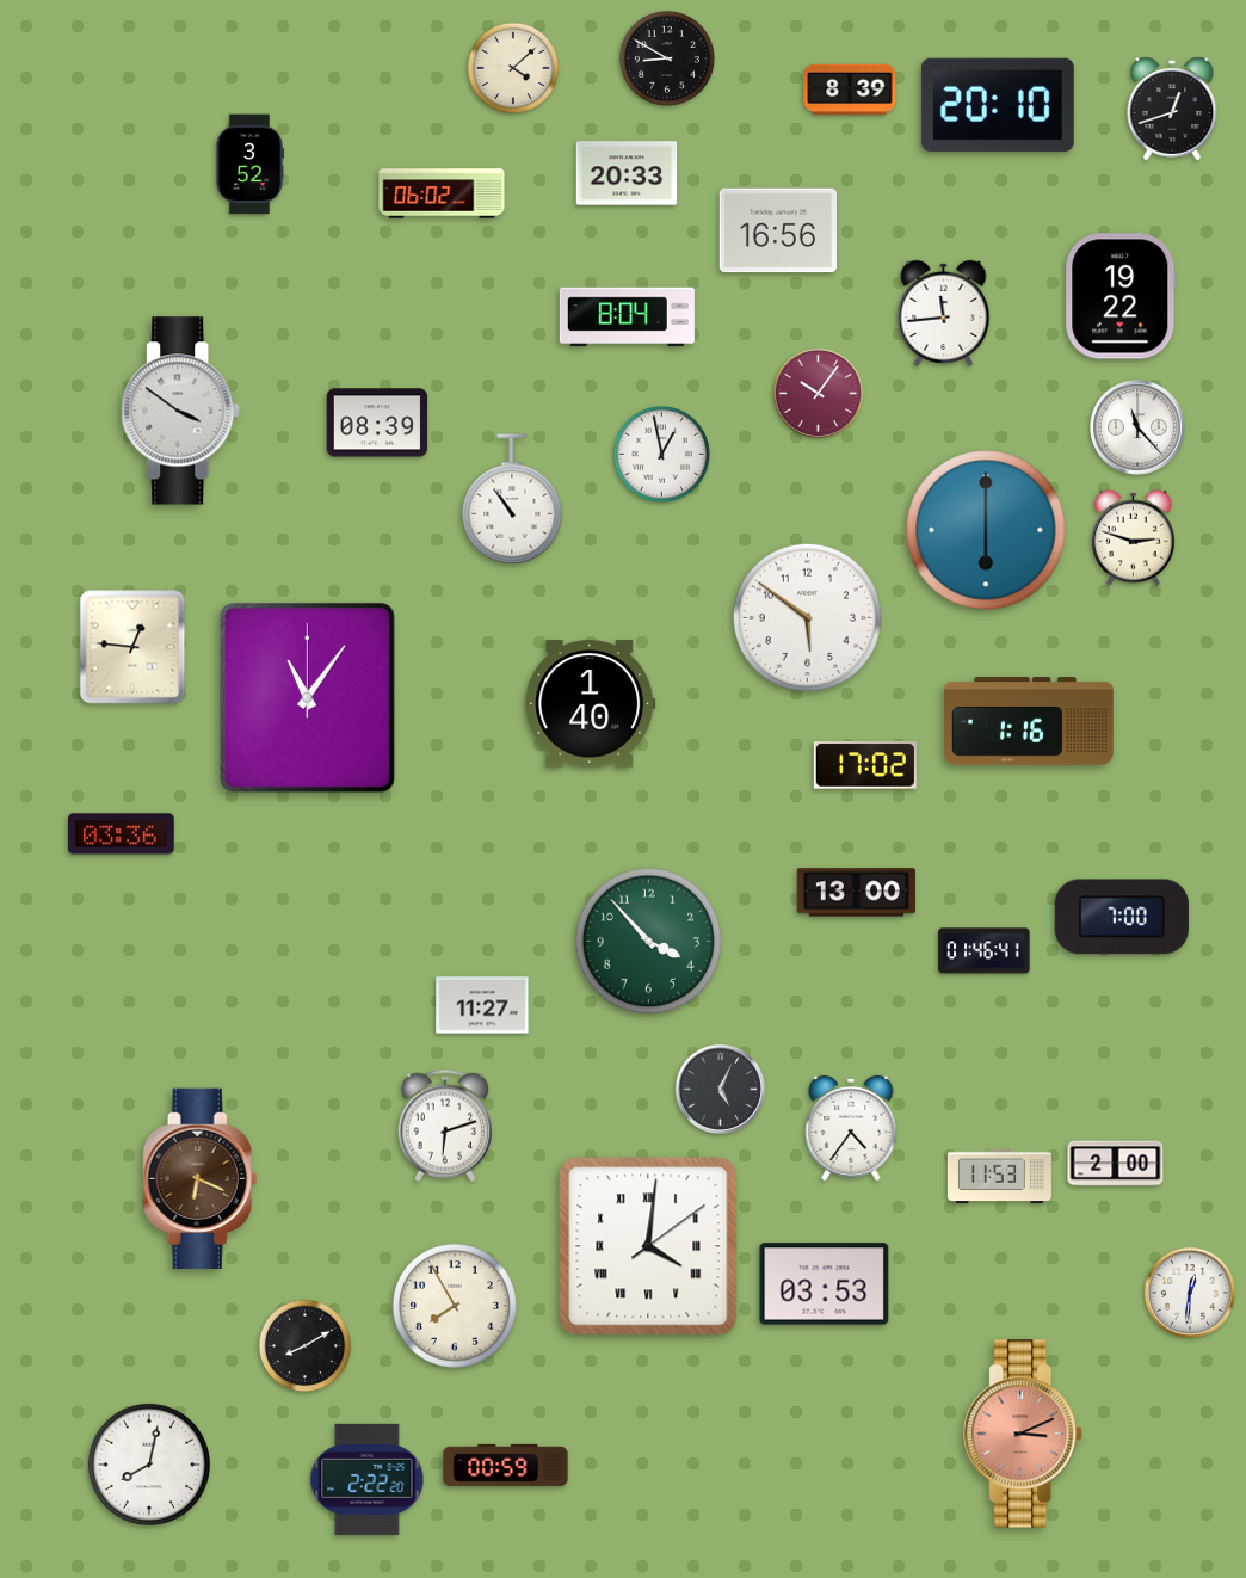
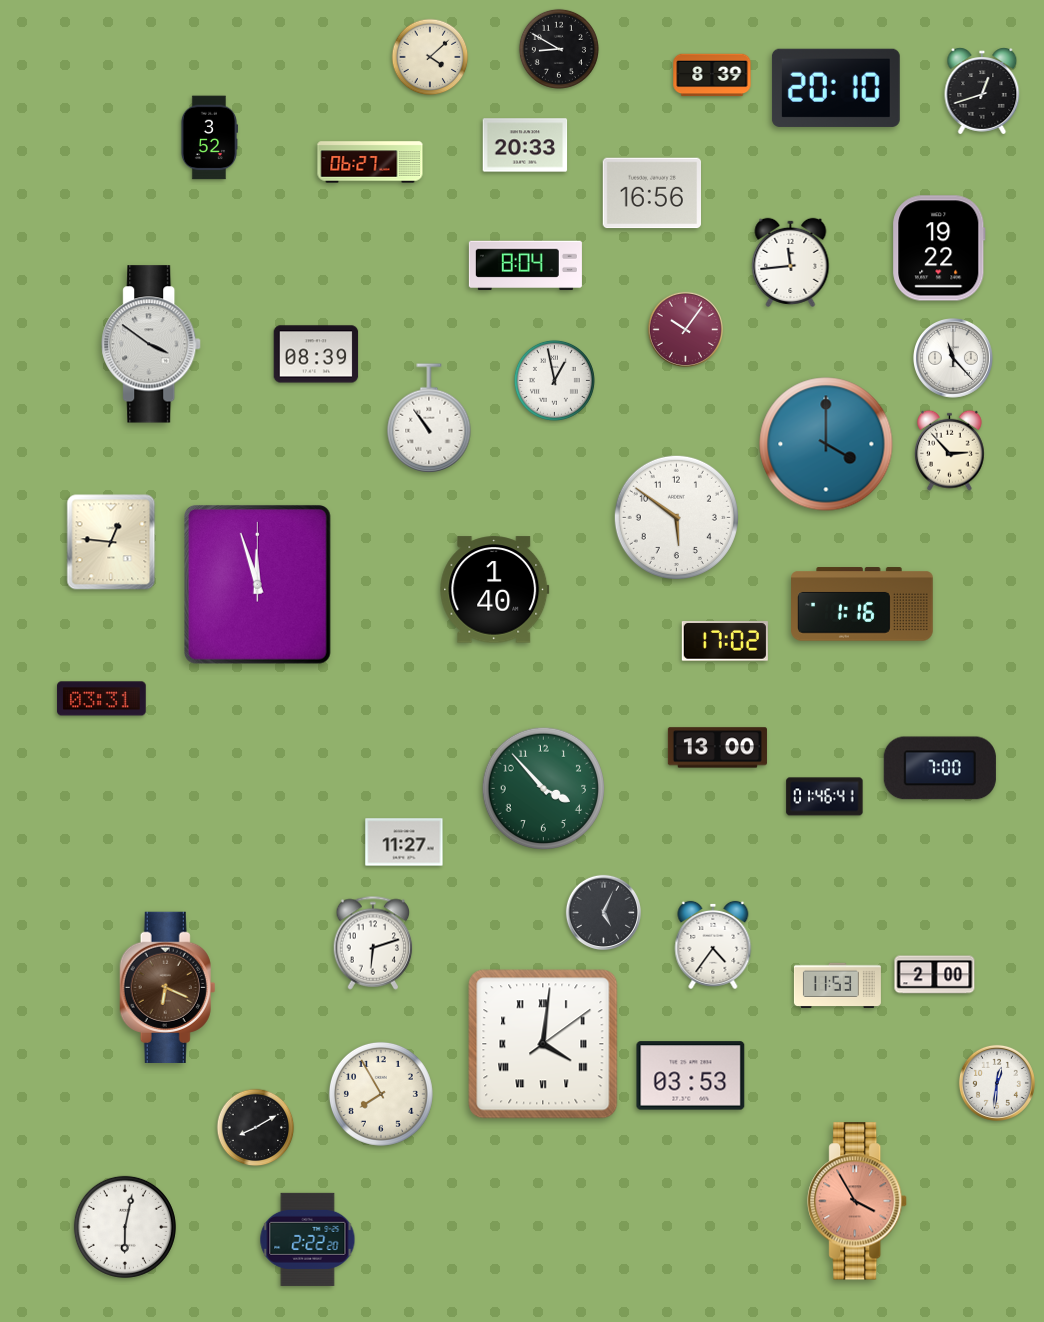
clock at (442, 193): 06:02 -> 06:27
clock at (986, 530): 6:00 -> 4:00
clock at (1134, 537): 2:48 -> 2:53
clock at (307, 697): 11:06 -> 11:57
clock at (122, 834): 03:36 -> 03:31
clock at (1024, 1434): 3:11 -> 3:55
clock at (149, 1465): 8:02 -> 6:02
clock at (506, 1465): 00:59 -> none
